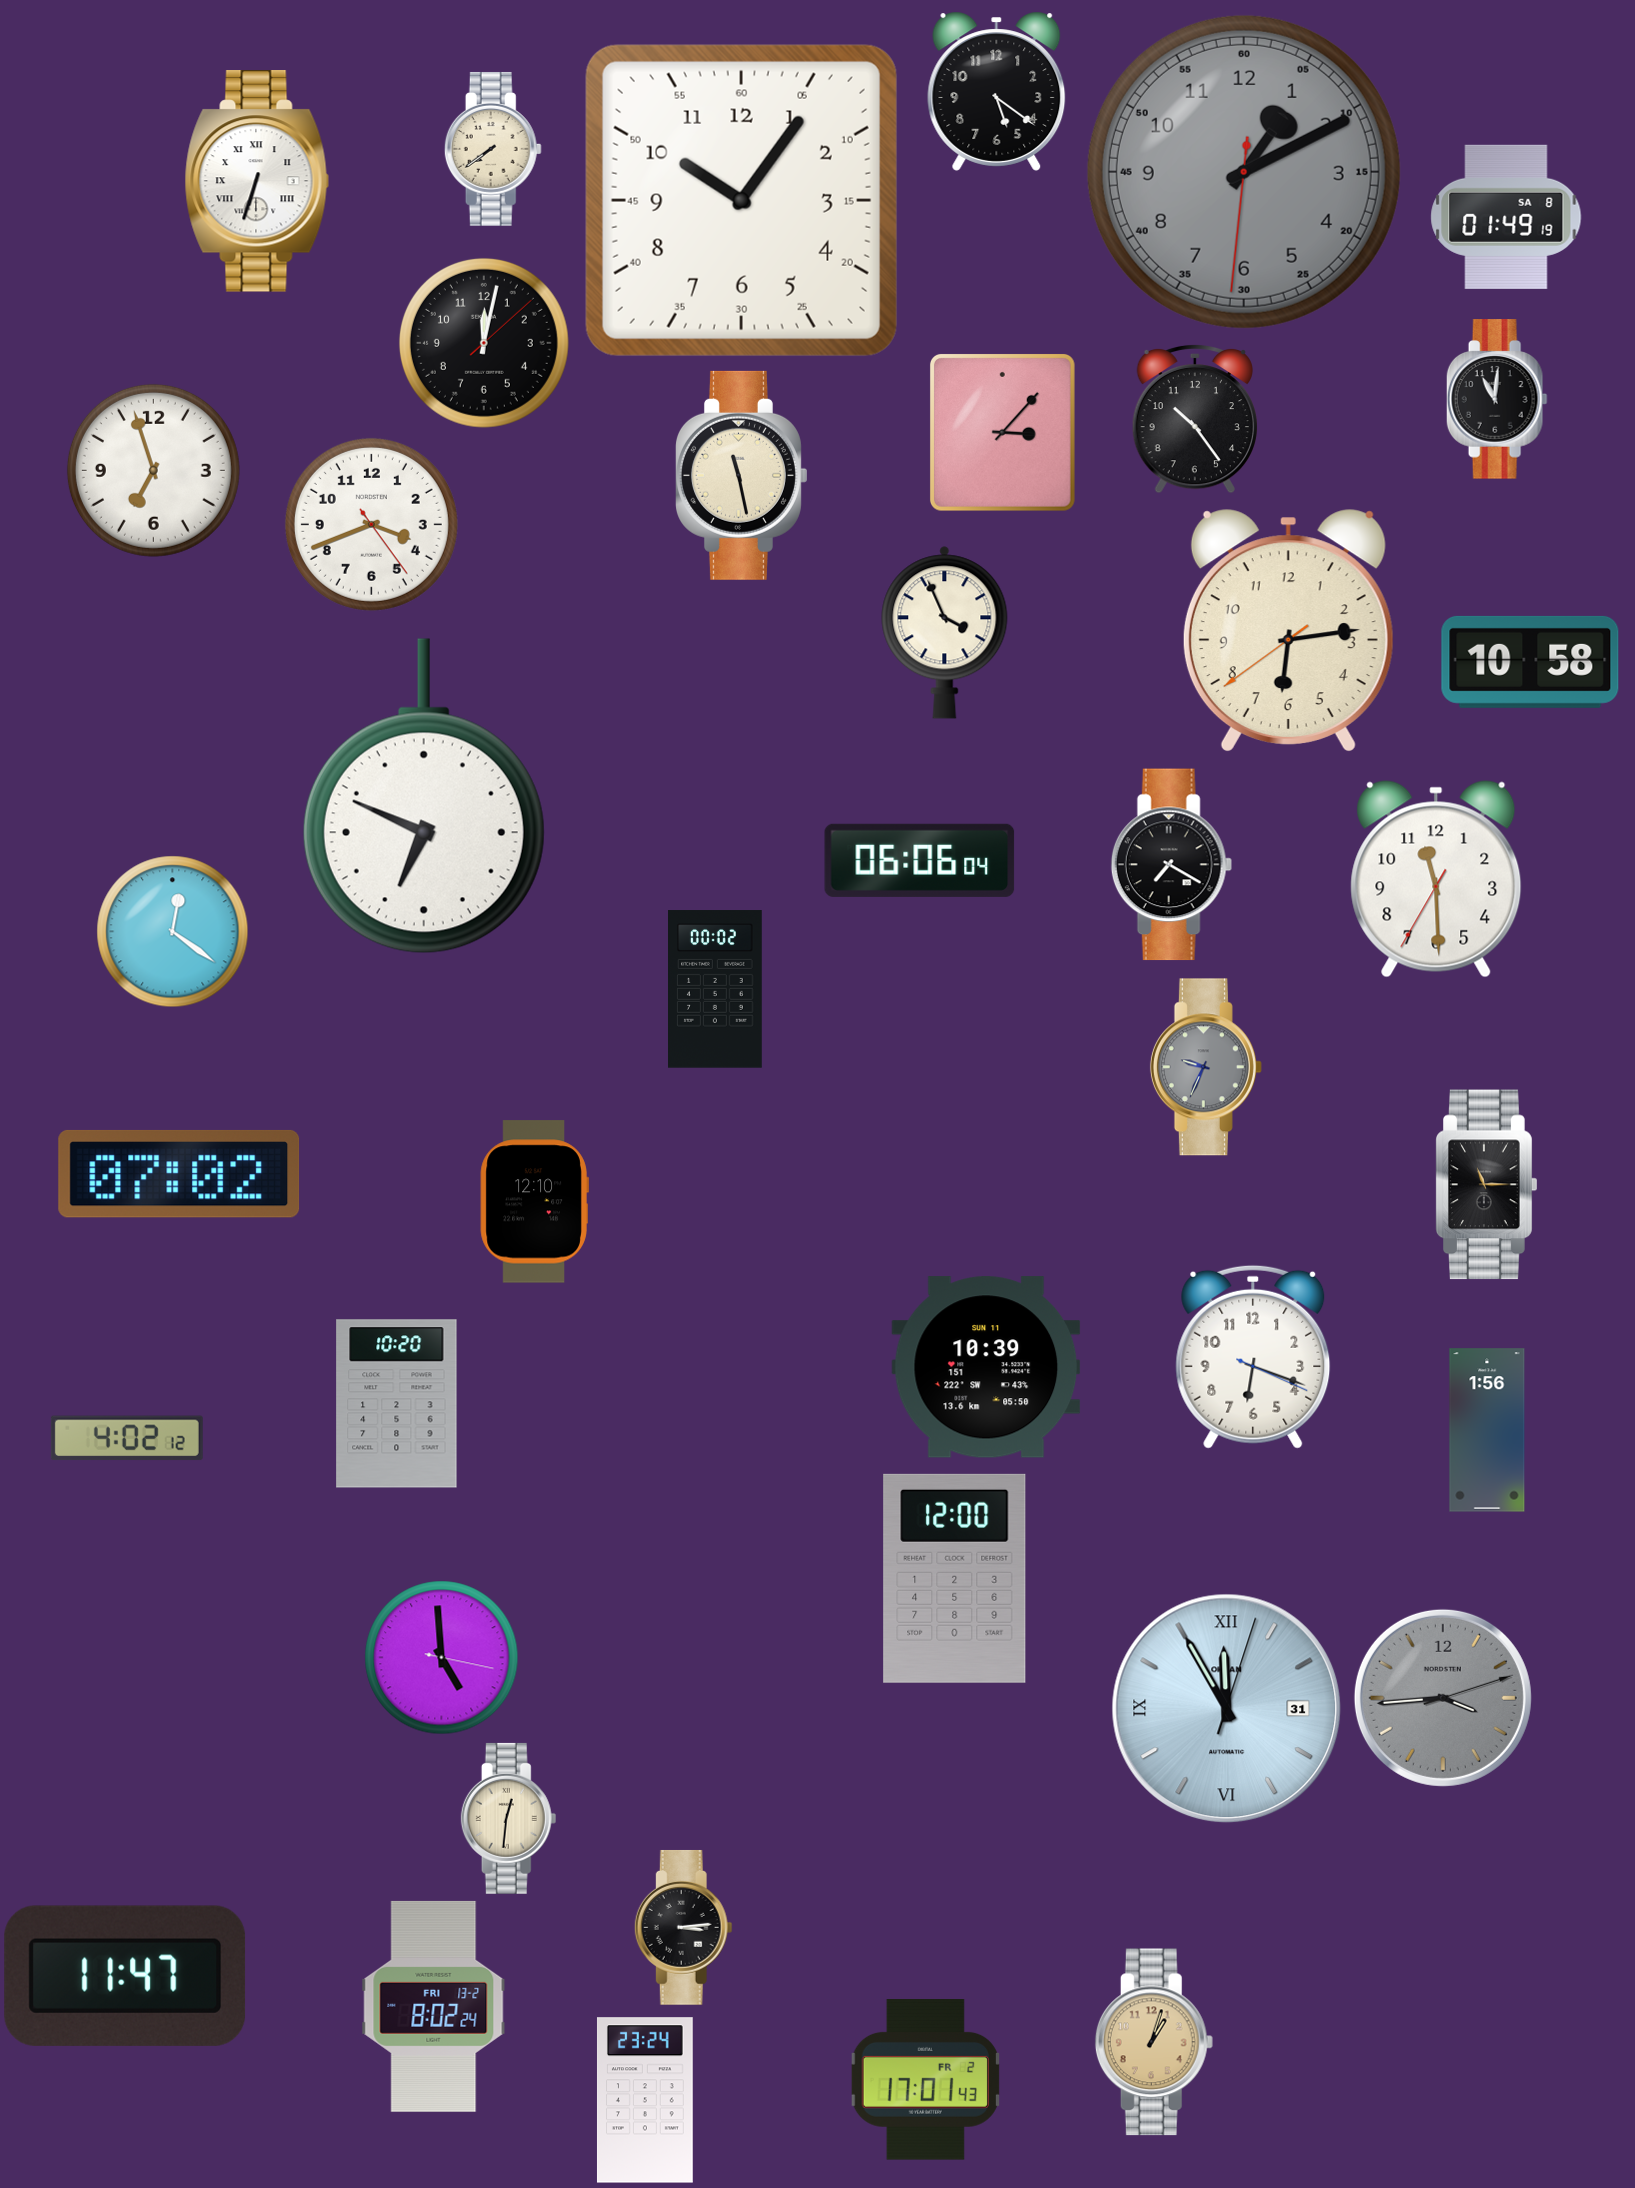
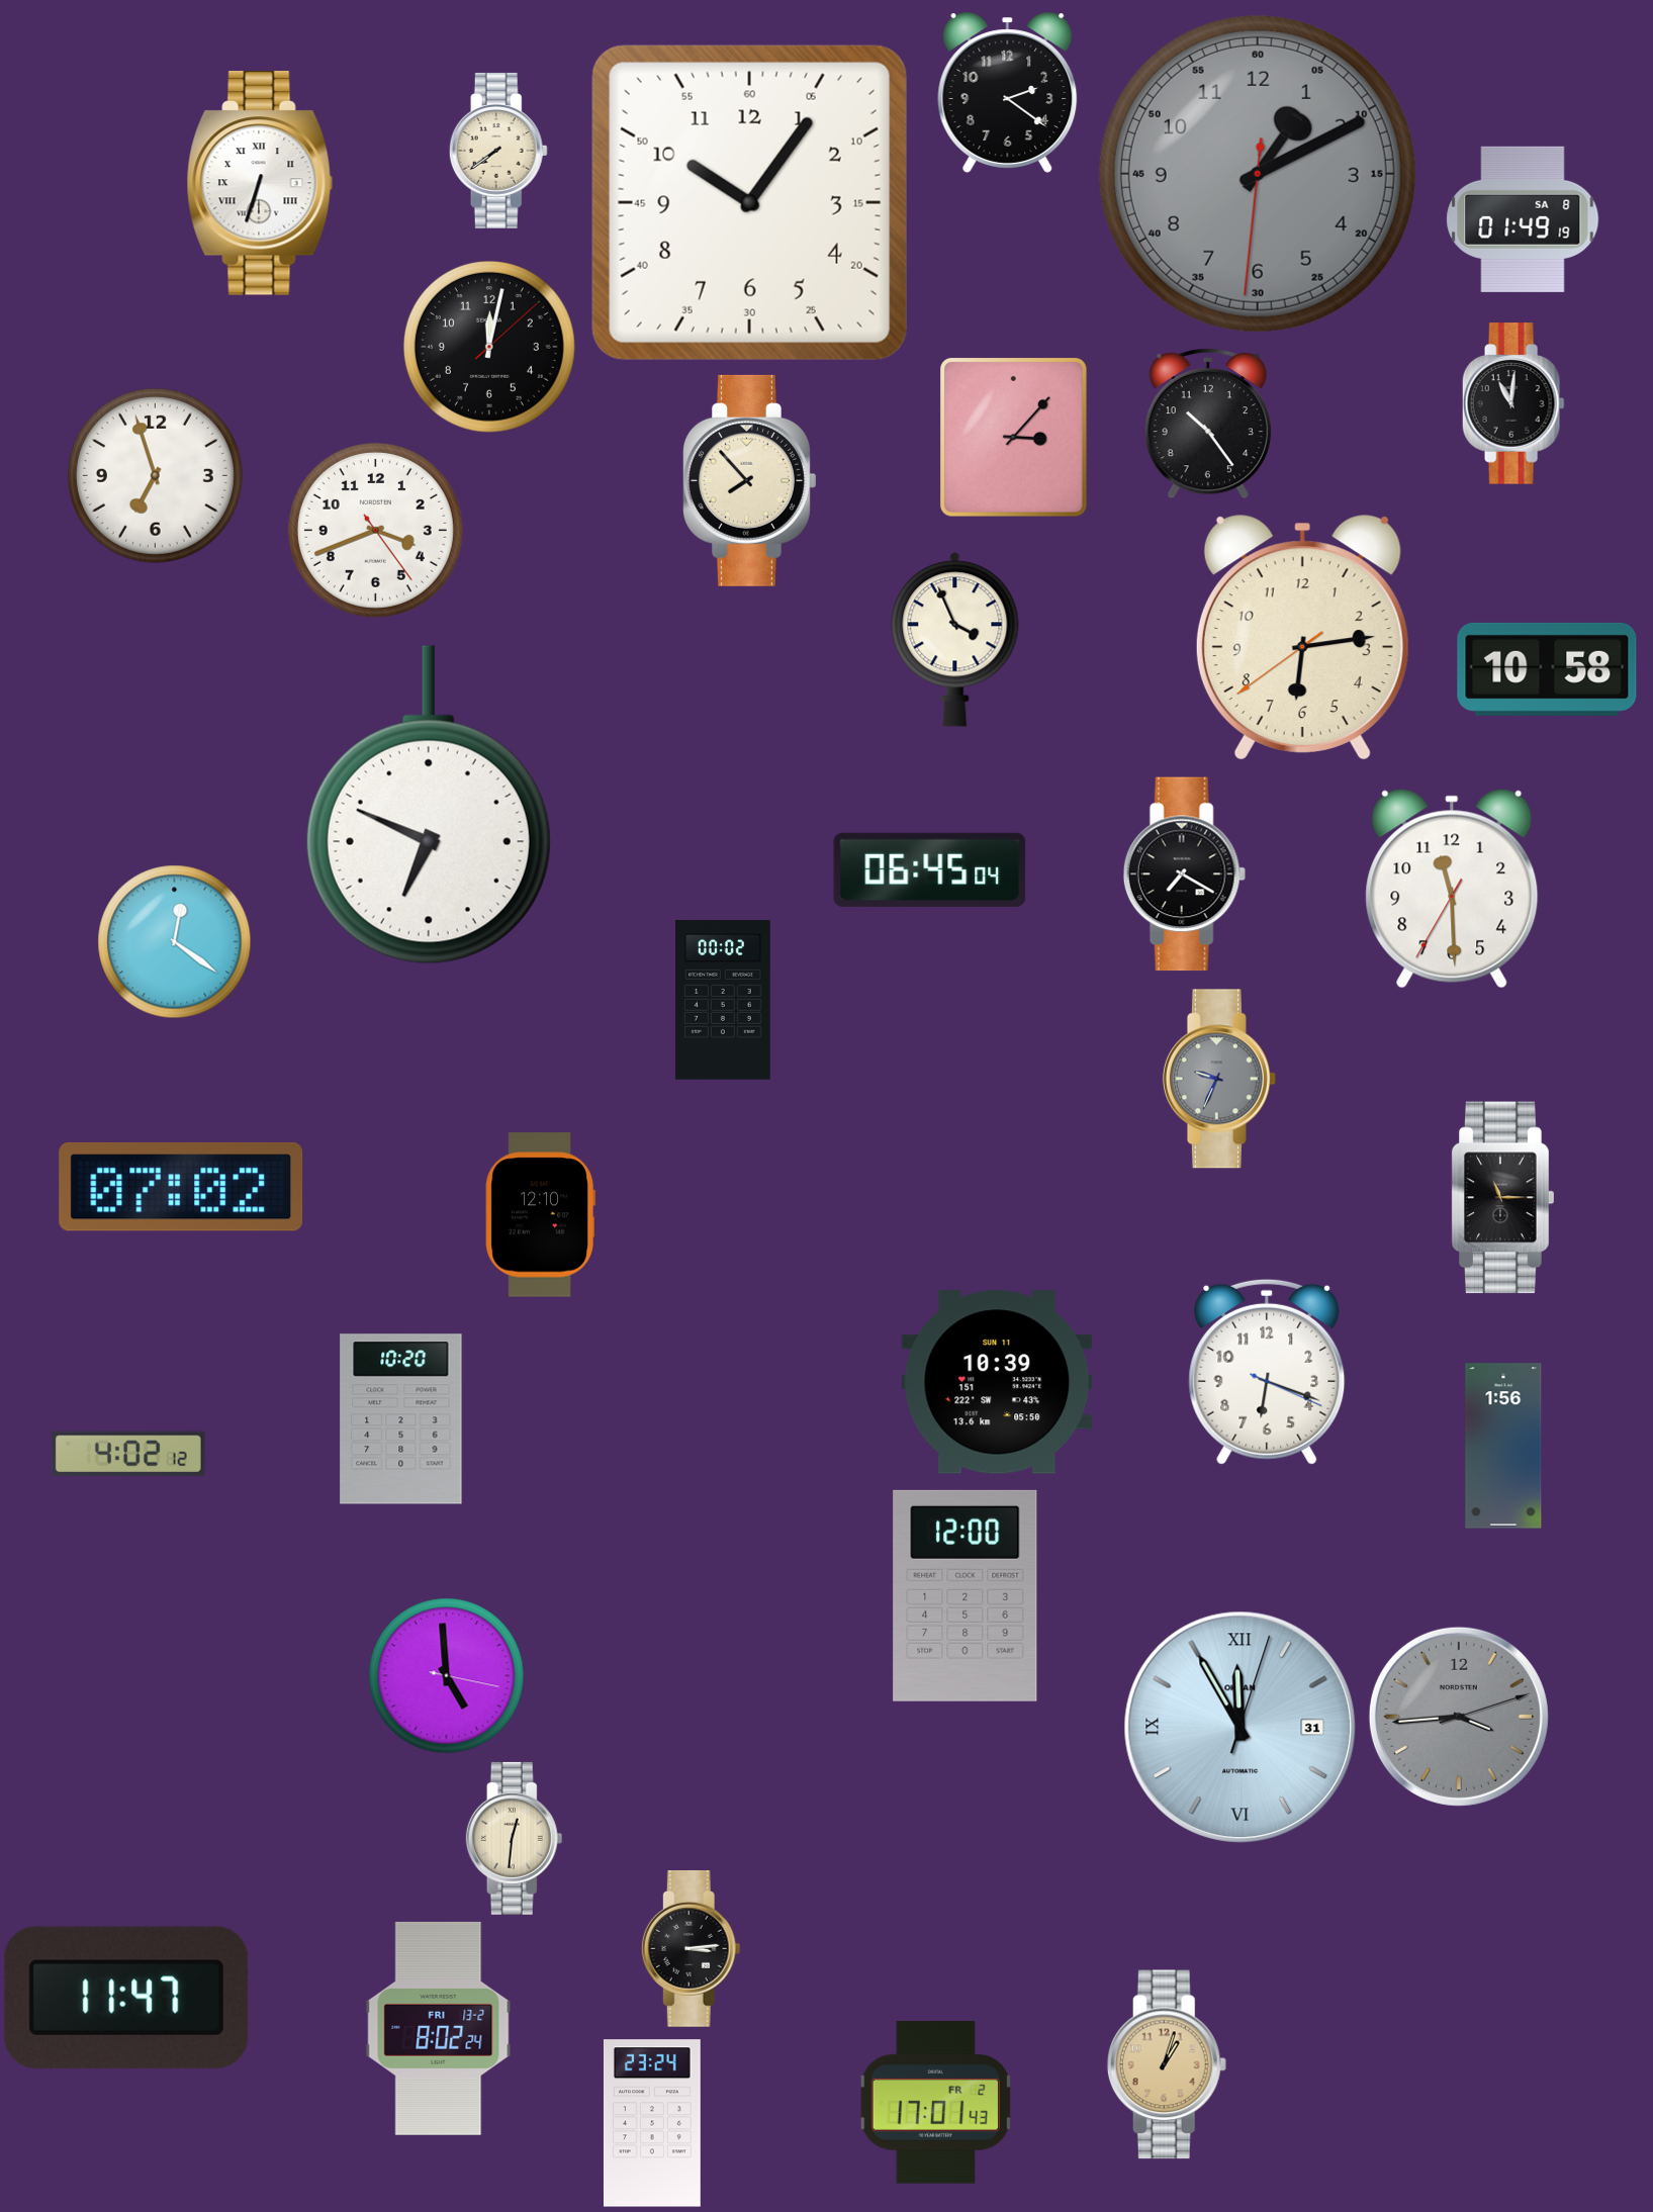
clock at (997, 91): 5:21 -> 2:21
clock at (741, 475): 11:28 -> 7:53
clock at (920, 860): 06:06 -> 06:45
